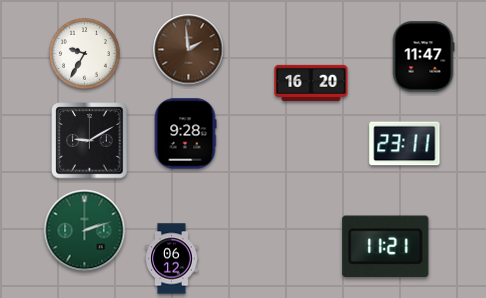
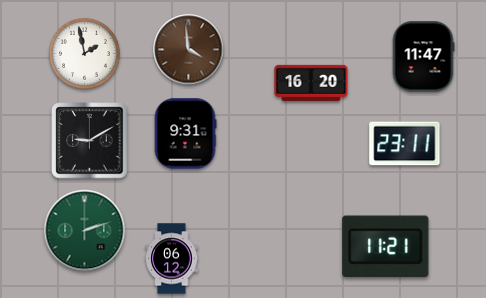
clock at (189, 50): 1:59 -> 3:59
clock at (85, 54): 9:35 -> 1:58
clock at (185, 134): 9:28 -> 9:31
